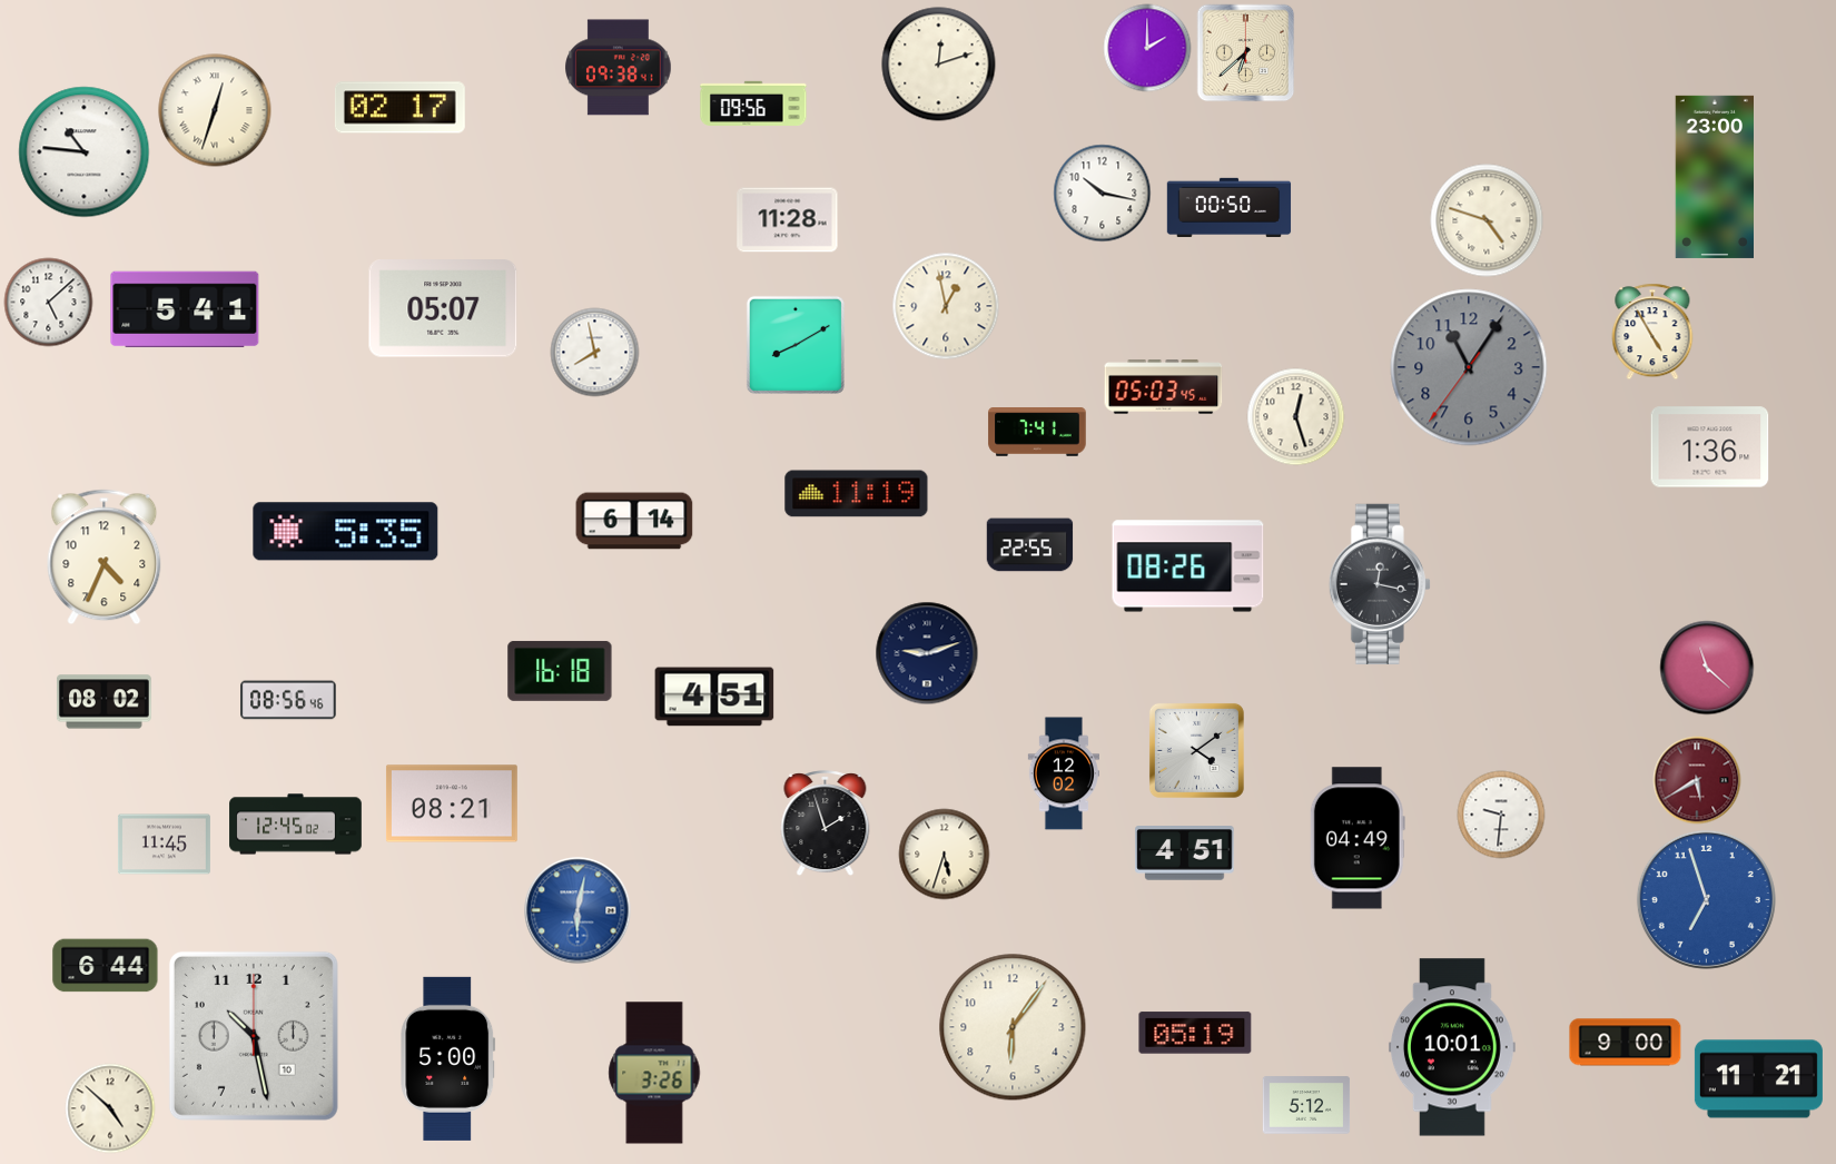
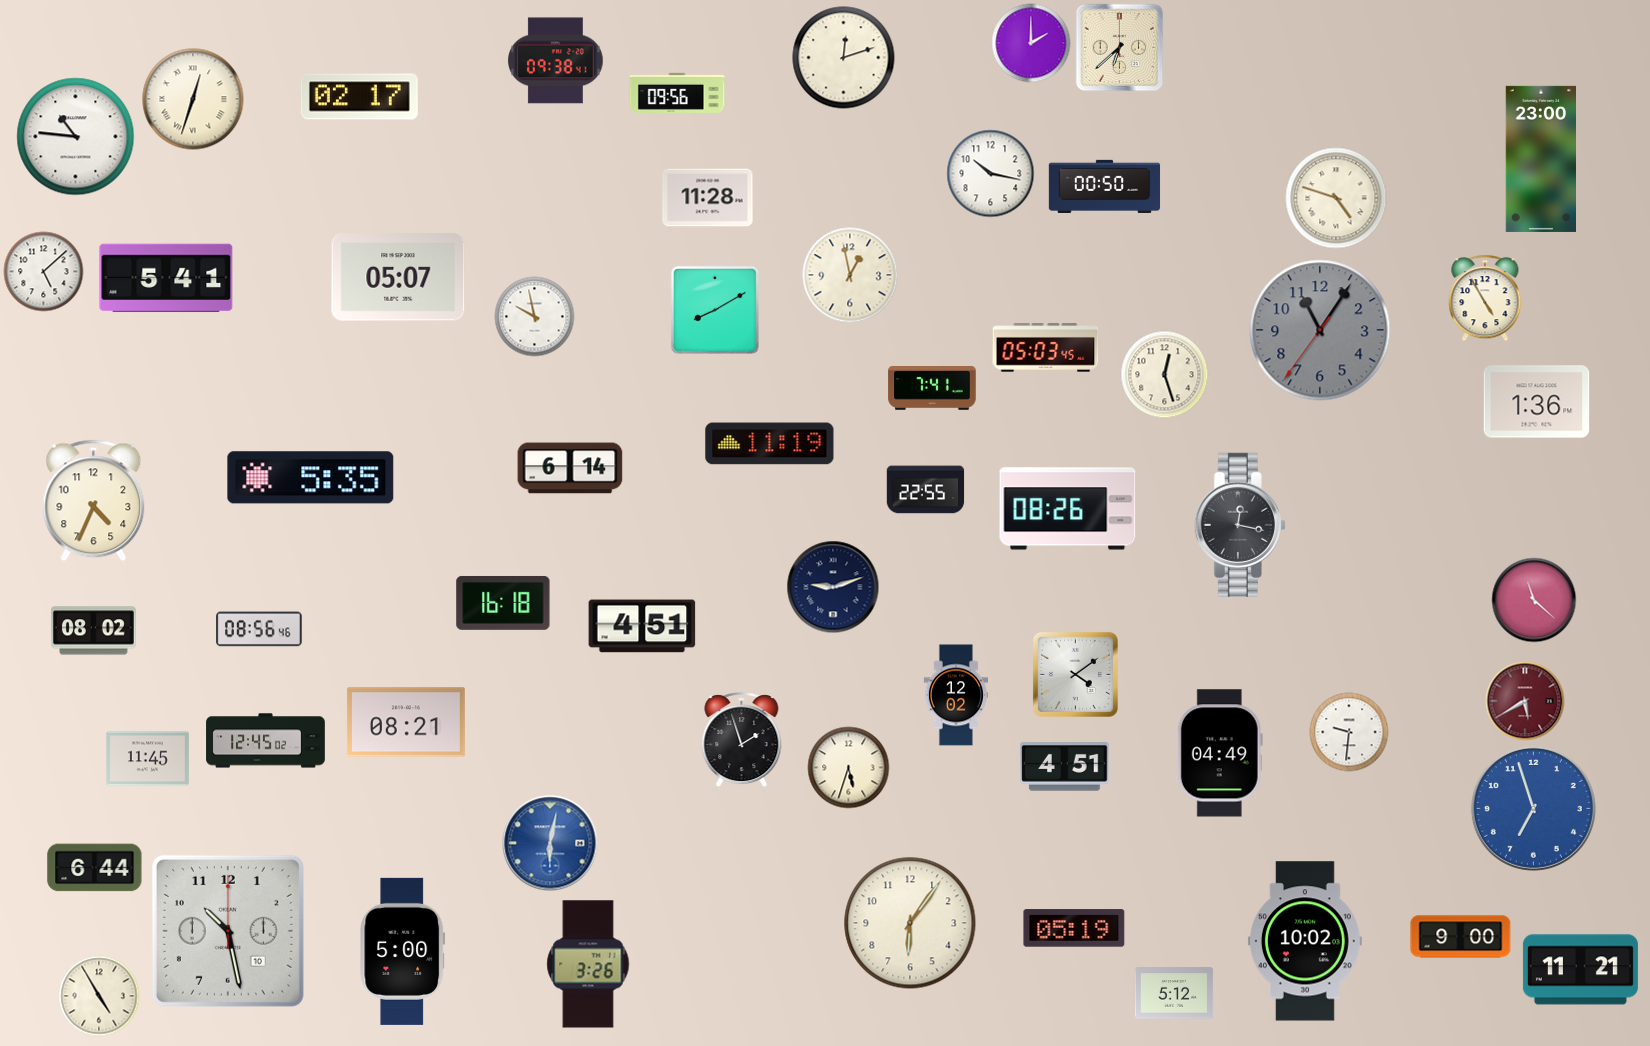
clock at (595, 353): 7:58 -> 9:58
clock at (578, 910) position: (578, 910) -> (550, 843)
clock at (1452, 1047): 10:01 -> 10:02
clock at (110, 1108): 4:52 -> 4:55
